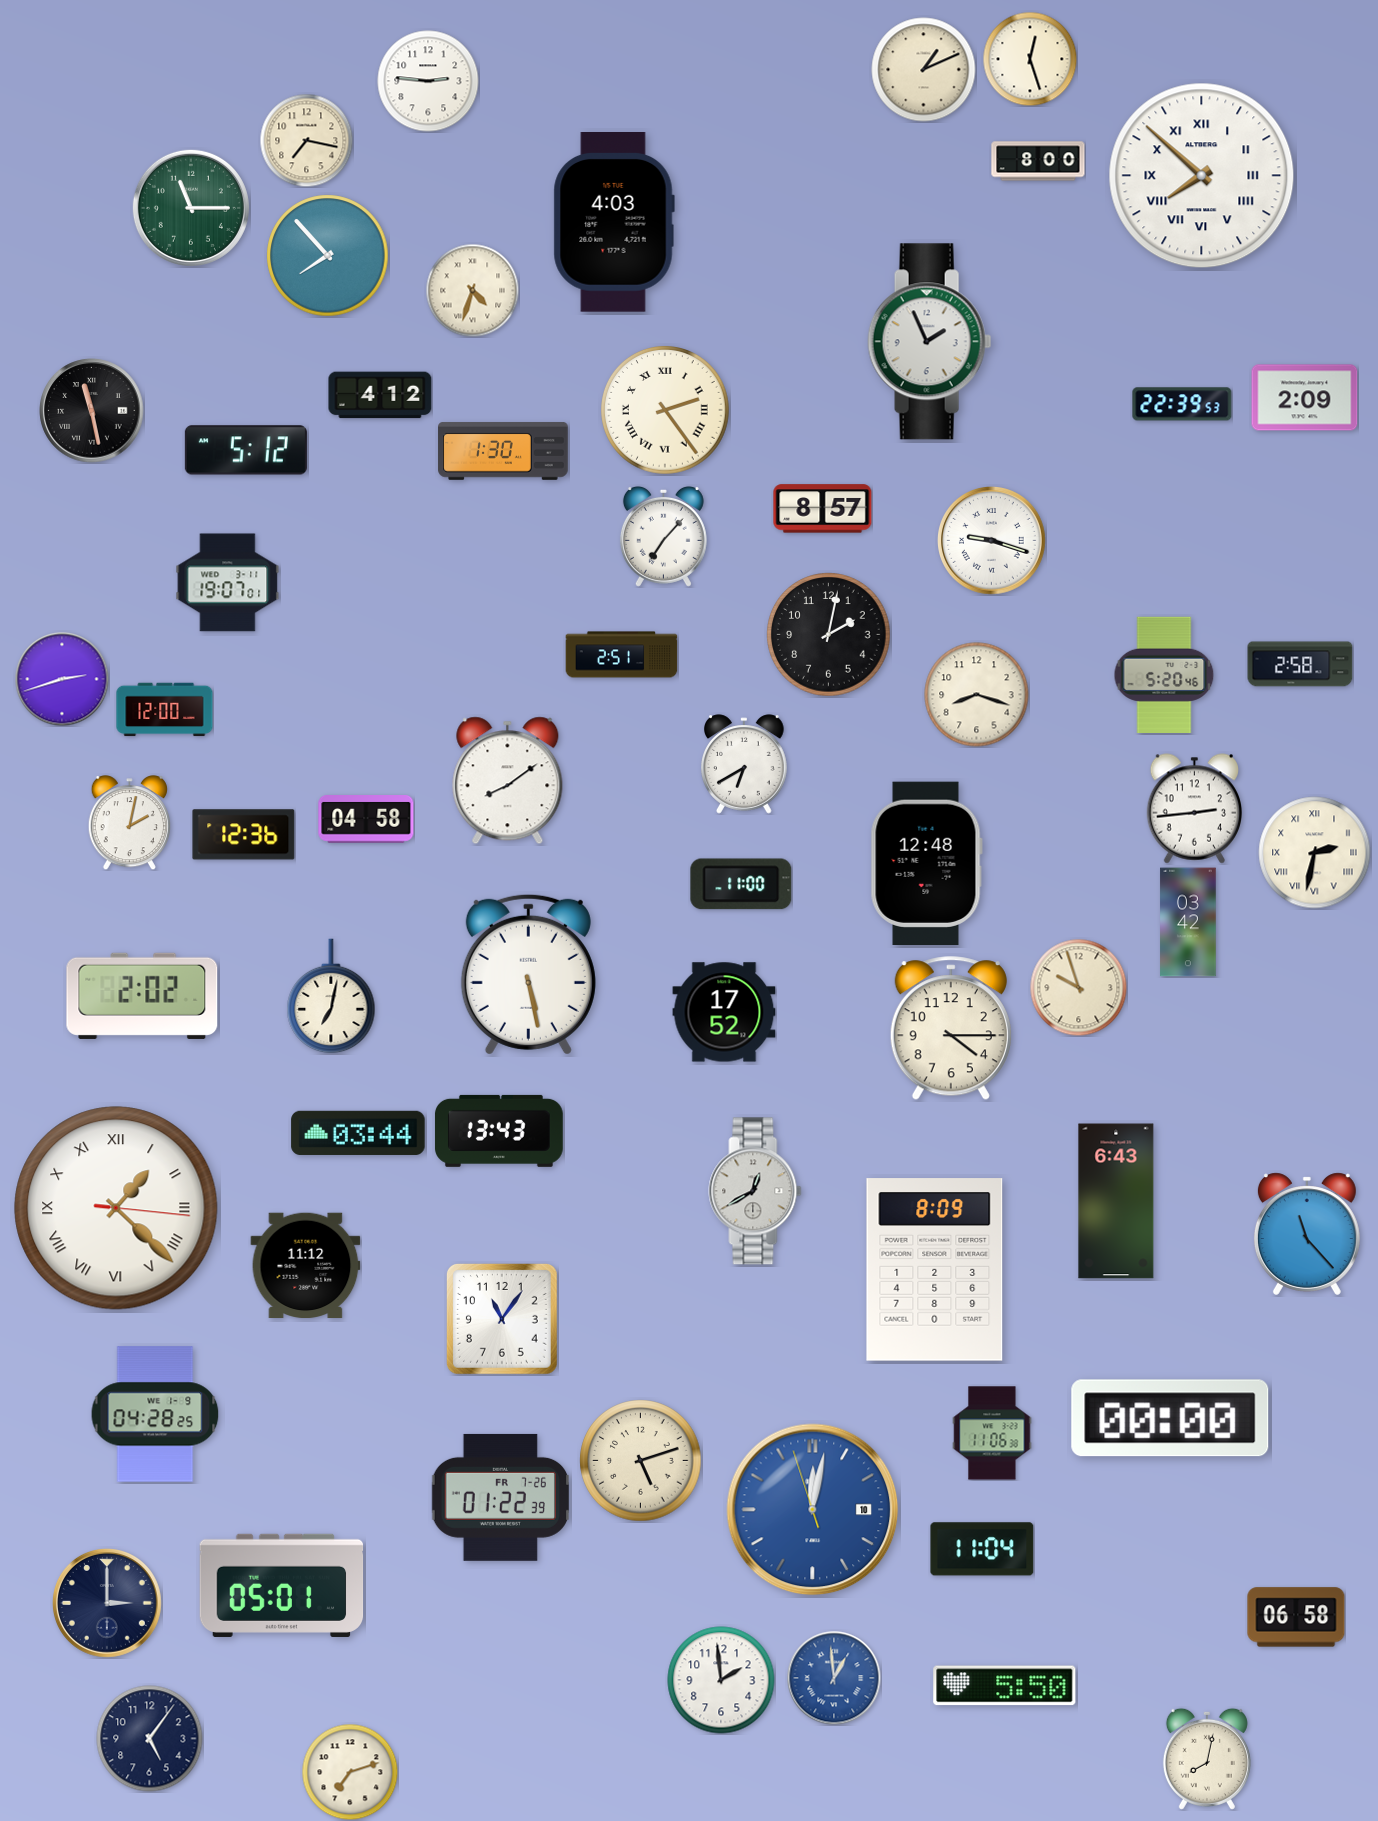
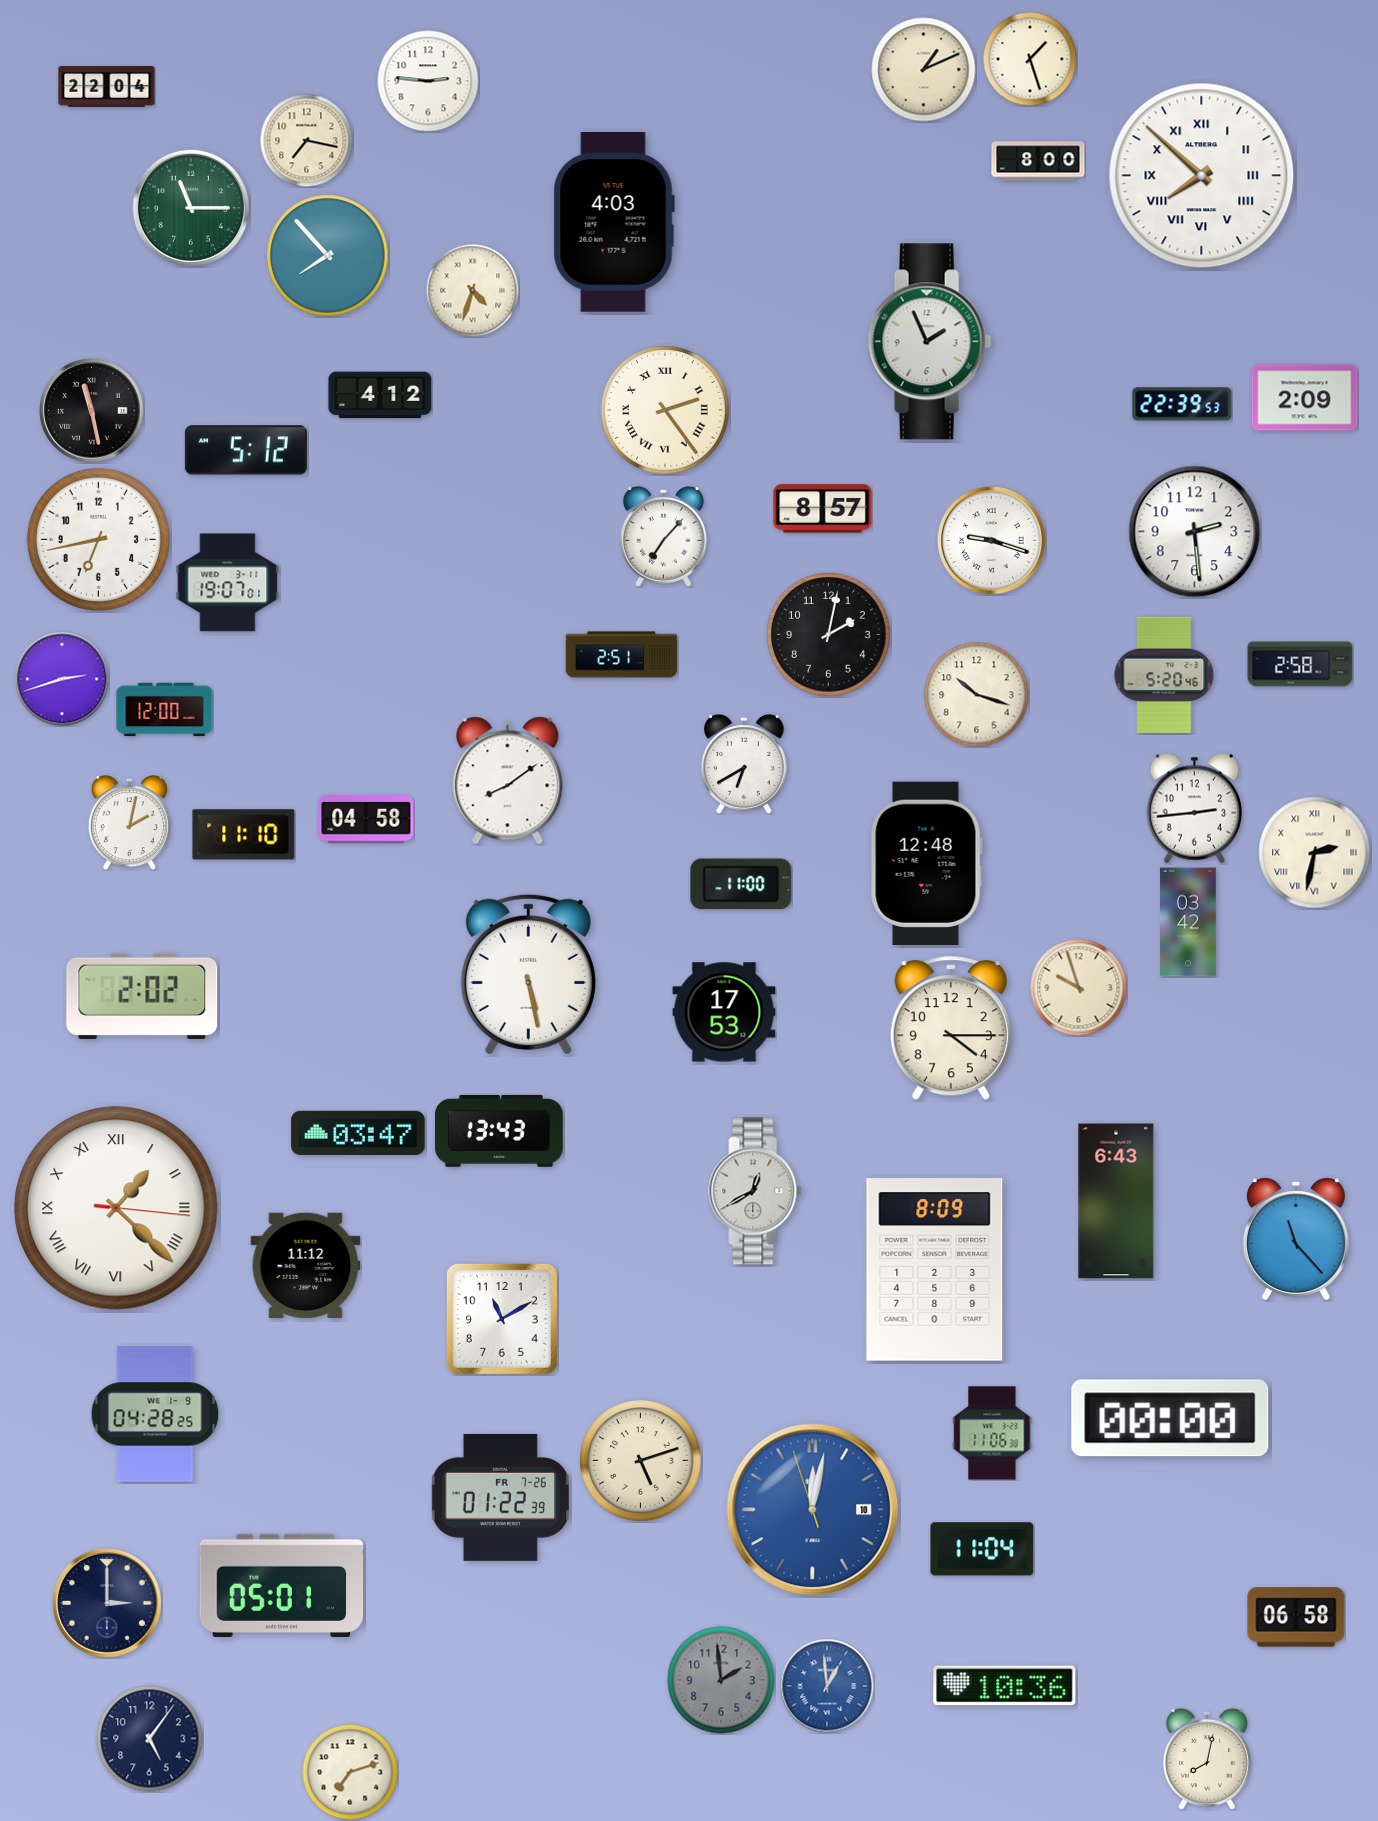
clock at (1030, 59): 12:27 -> 1:27
clock at (107, 87): none -> 22:04
clock at (503, 452): 1:30 -> none
clock at (1195, 532): none -> 2:29
clock at (98, 539): none -> 6:43
clock at (977, 695): 8:18 -> 10:18
clock at (244, 835): 12:36 -> 11:10
clock at (331, 996): 7:02 -> none
clock at (724, 1012): 17:52 -> 17:53
clock at (358, 1133): 03:44 -> 03:47
clock at (1307, 1234) position: (1307, 1234) -> (1296, 1239)
clock at (502, 1319): 11:06 -> 11:10
clock at (834, 1678) position: (834, 1678) -> (827, 1686)
clock at (721, 1680) dial: white -> grey
clock at (1005, 1686): 5:50 -> 10:36
